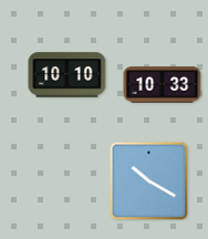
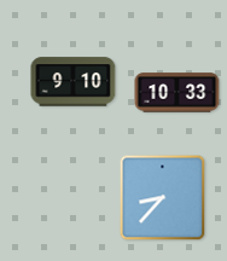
clock at (67, 75): 10:10 -> 9:10
clock at (149, 181): 10:20 -> 8:37
